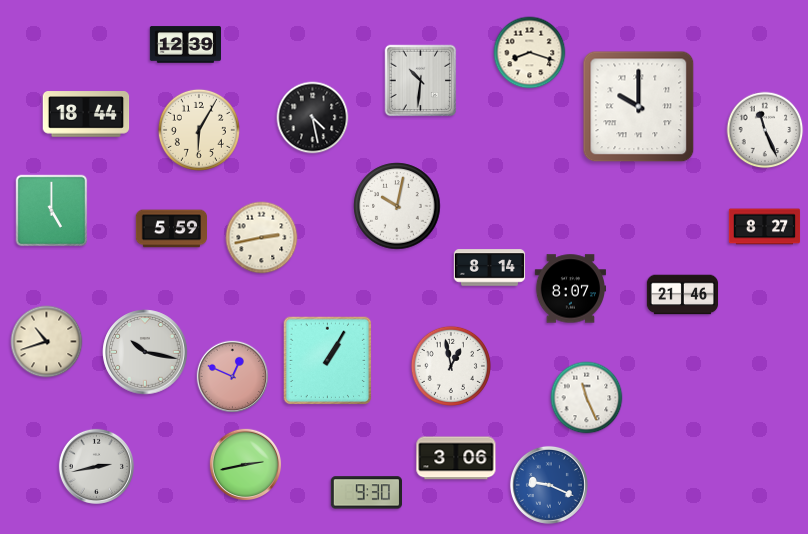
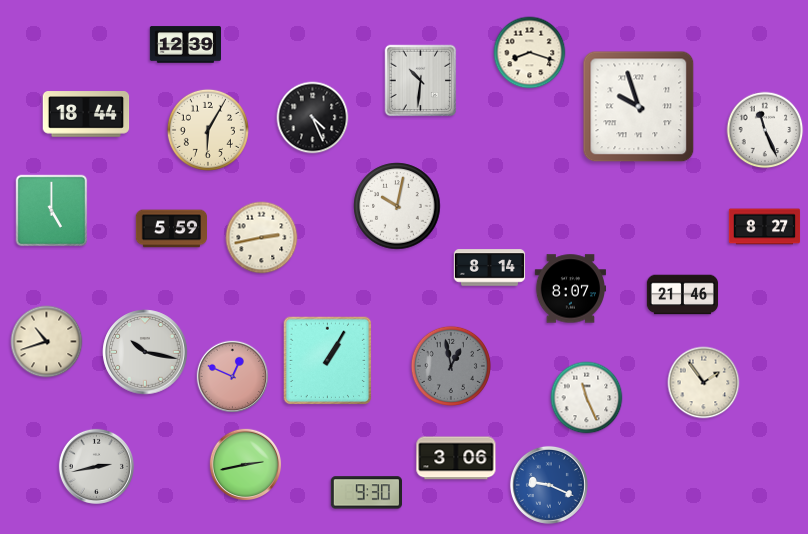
clock at (639, 107): 10:00 -> 9:57
clock at (313, 118): 4:28 -> 4:26
clock at (199, 130) position: (199, 130) -> (208, 130)
clock at (451, 366) dial: white -> grey
clock at (704, 383): none -> 1:54
